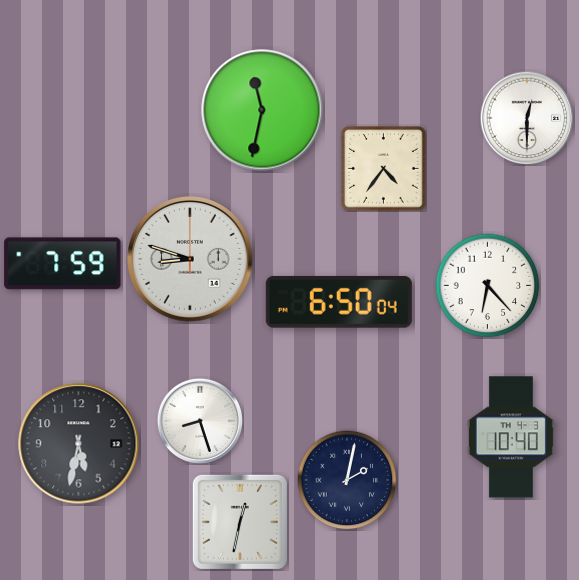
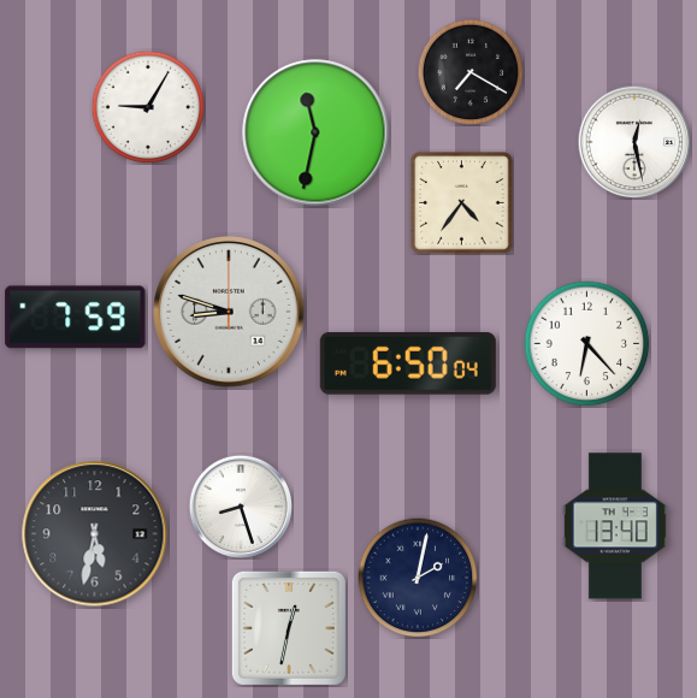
clock at (471, 72): none -> 7:20
clock at (148, 107): none -> 9:05
clock at (527, 118): 12:30 -> 12:28
clock at (511, 437): 10:40 -> 13:40
